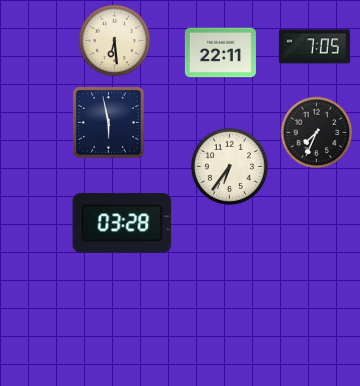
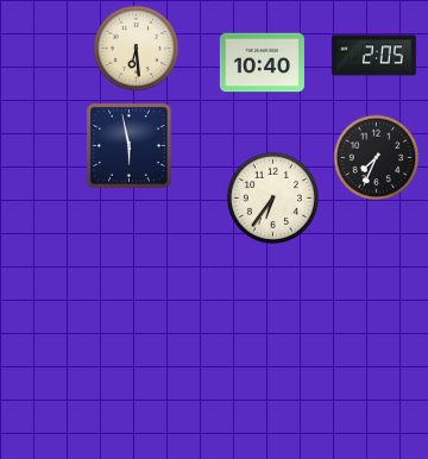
clock at (314, 47): 7:05 -> 2:05
clock at (220, 53): 22:11 -> 10:40
clock at (122, 223): 03:28 -> none
